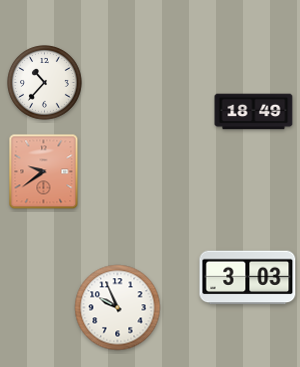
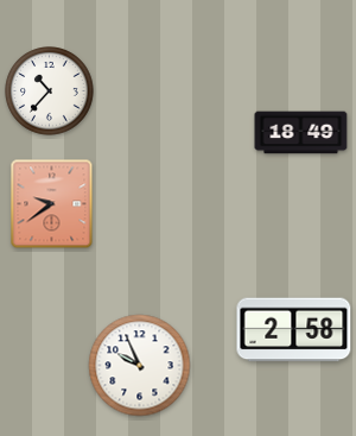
clock at (45, 83) position: (45, 83) -> (50, 91)
clock at (248, 278): 3:03 -> 2:58
